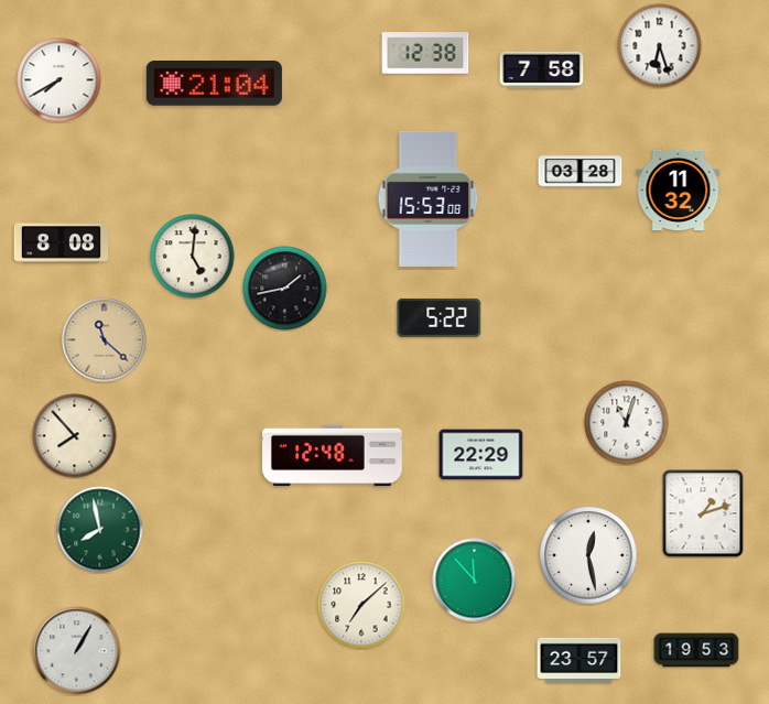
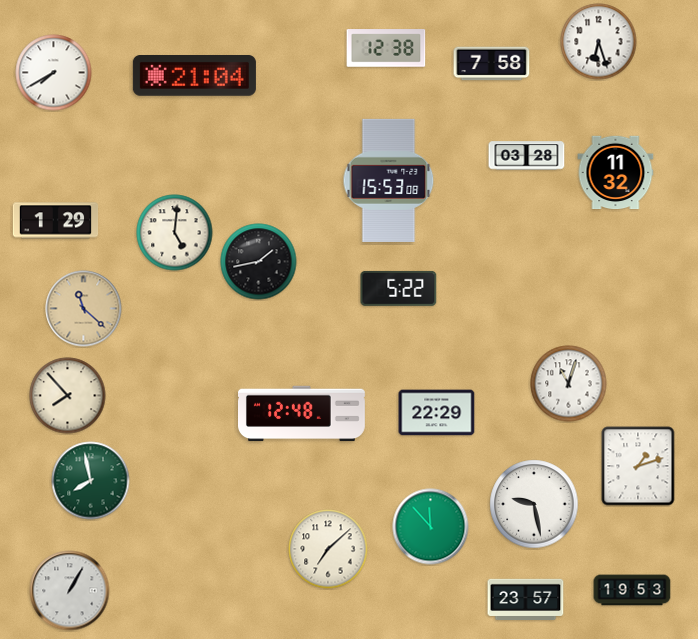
clock at (62, 243): 8:08 -> 1:29
clock at (105, 340) position: (105, 340) -> (84, 309)
clock at (588, 555): 12:28 -> 9:28
